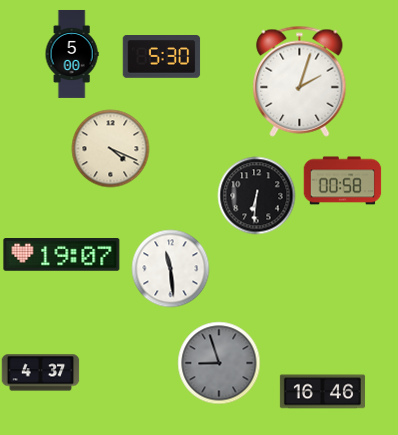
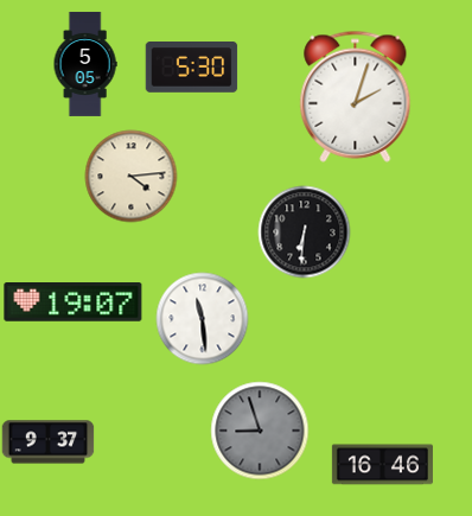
clock at (72, 54): 5:00 -> 5:05
clock at (110, 148): 4:19 -> 4:14
clock at (342, 181): 00:58 -> none
clock at (40, 373): 4:37 -> 9:37
